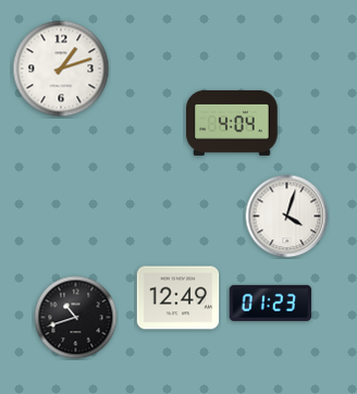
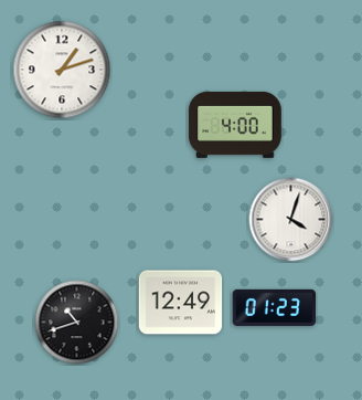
clock at (232, 123): 4:04 -> 4:00
